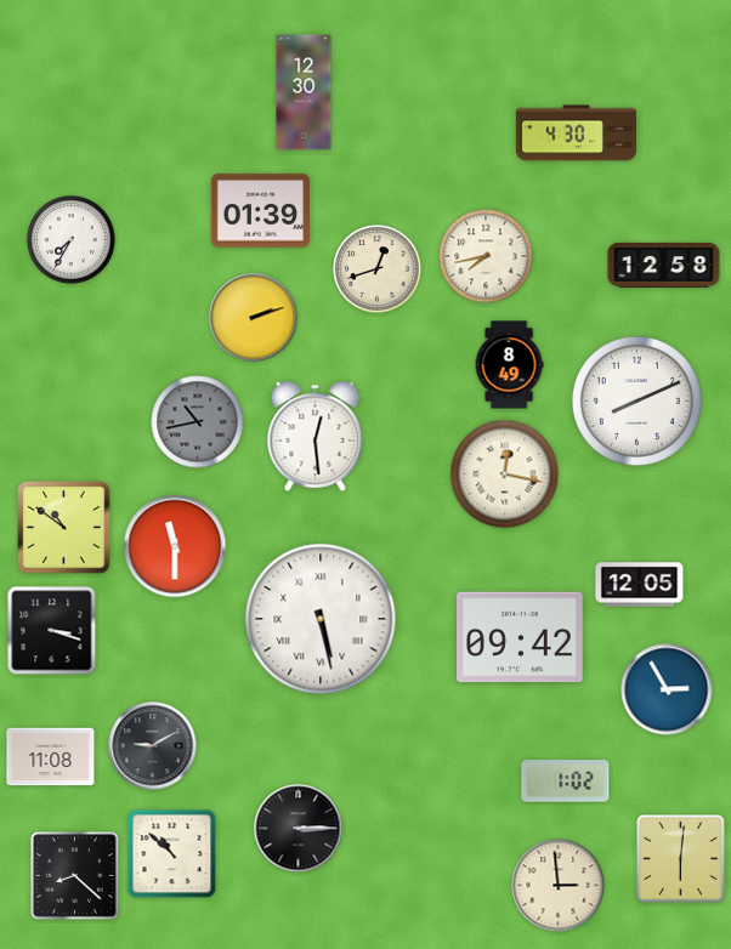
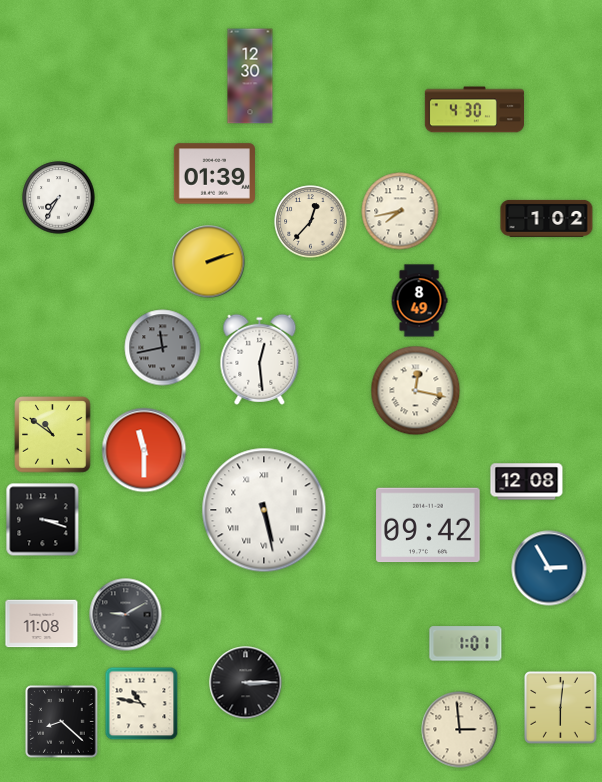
clock at (664, 265): 12:58 -> 1:02
clock at (378, 269): 12:42 -> 12:37
clock at (636, 400): 8:11 -> none
clock at (198, 422): 10:43 -> 11:43
clock at (640, 585): 12:05 -> 12:08
clock at (566, 782): 1:02 -> 1:01
clock at (172, 854): 10:52 -> 10:47
